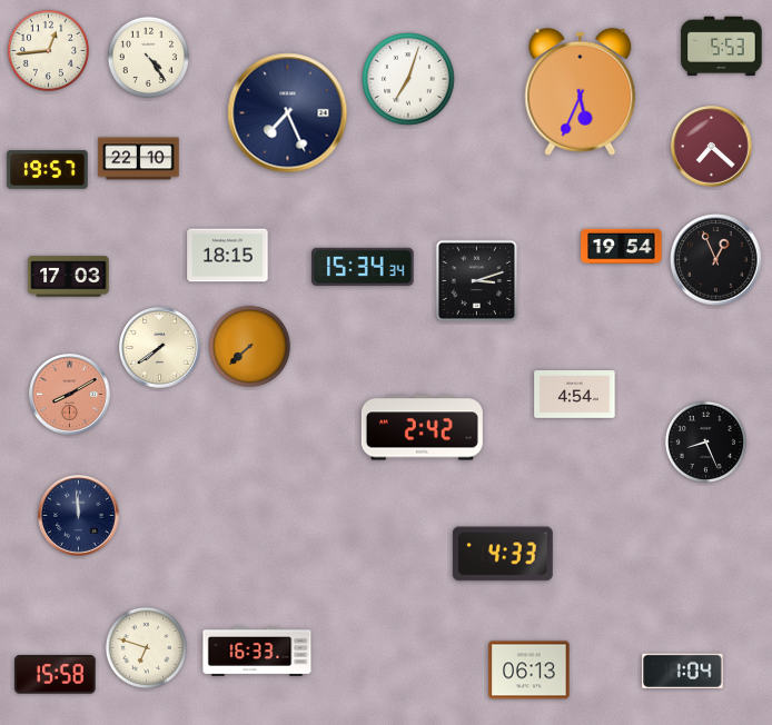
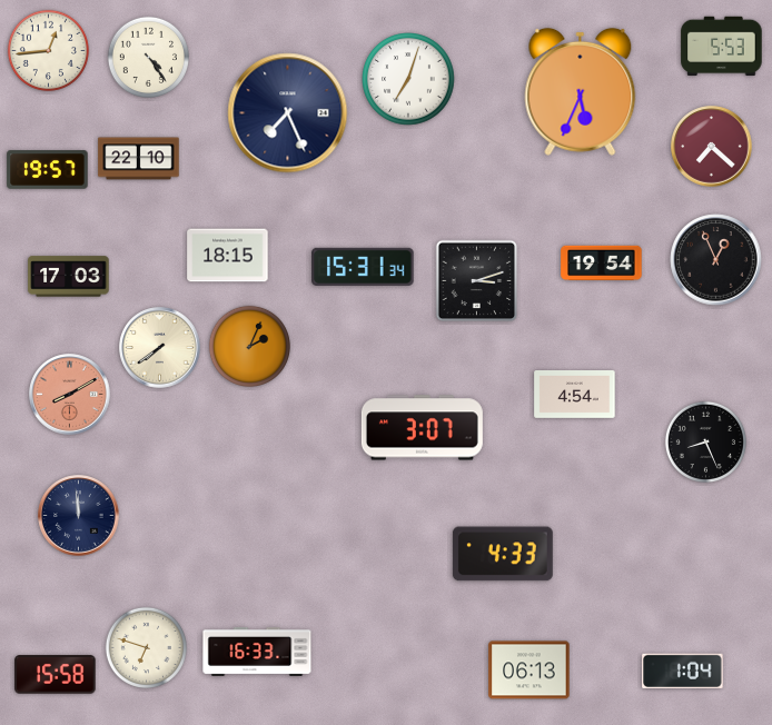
clock at (622, 247) position: (622, 247) -> (602, 264)
clock at (363, 267): 15:34 -> 15:31
clock at (249, 346): 7:38 -> 2:04
clock at (422, 428): 2:42 -> 3:07
